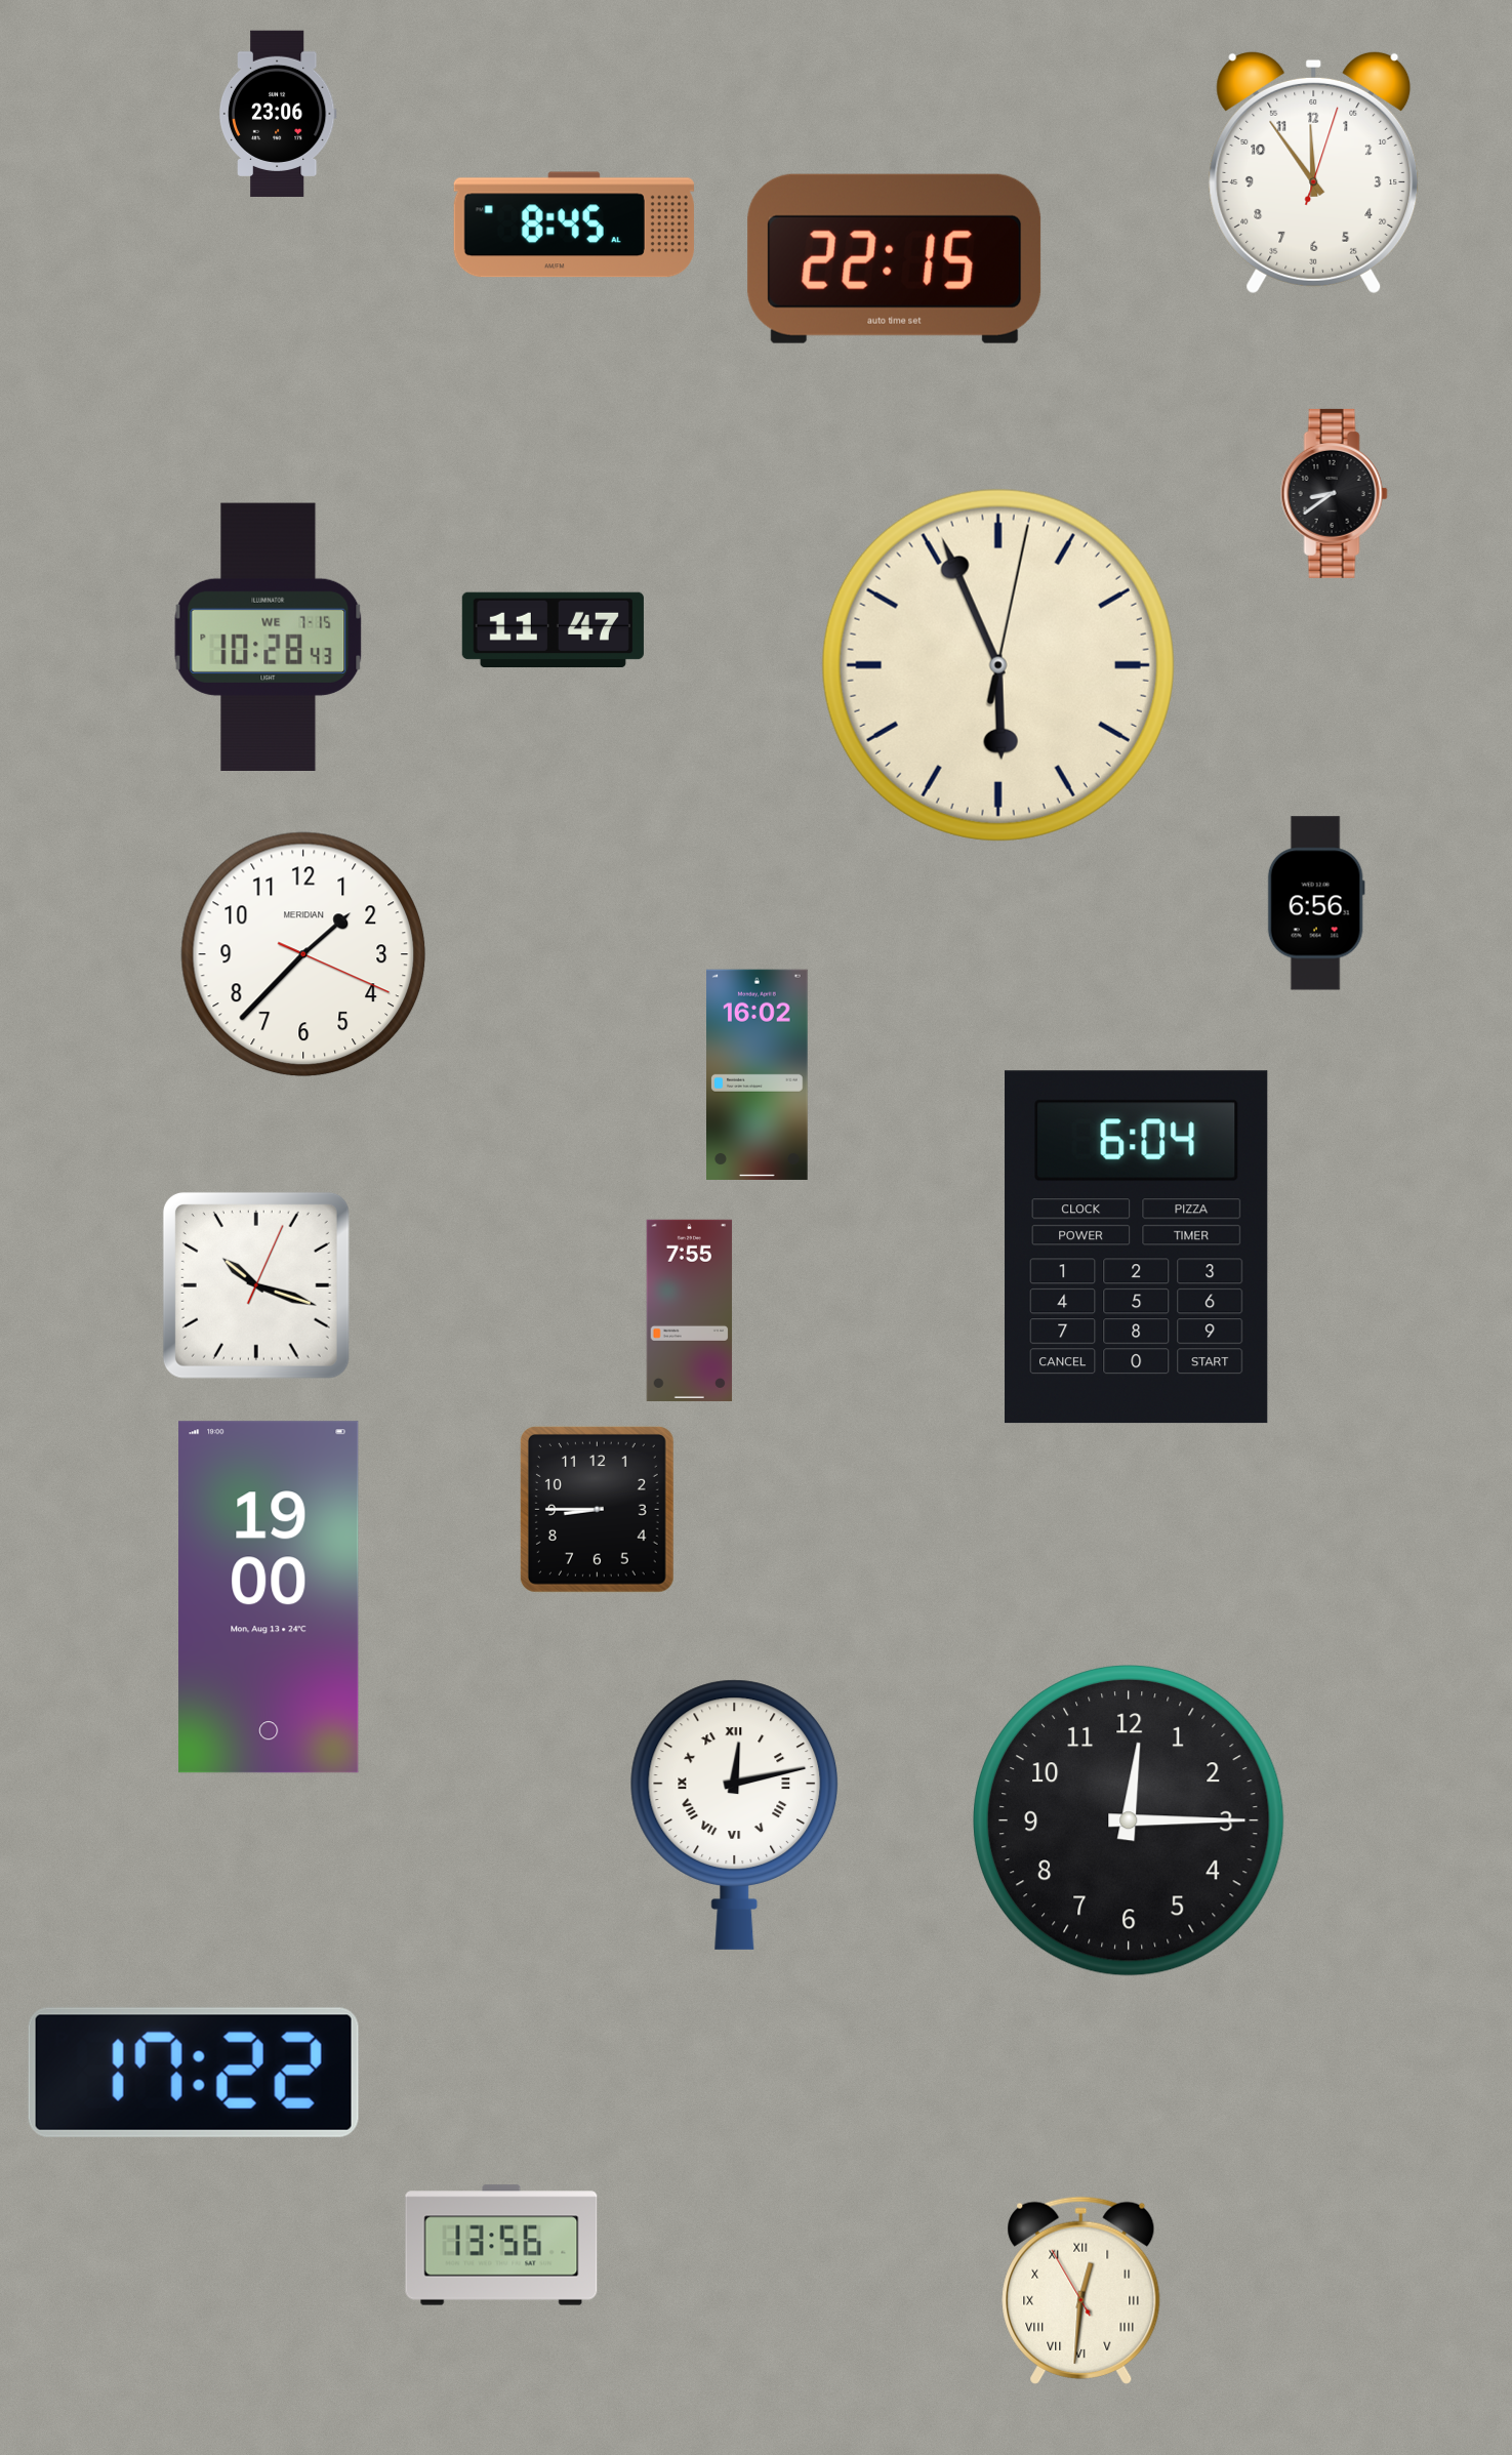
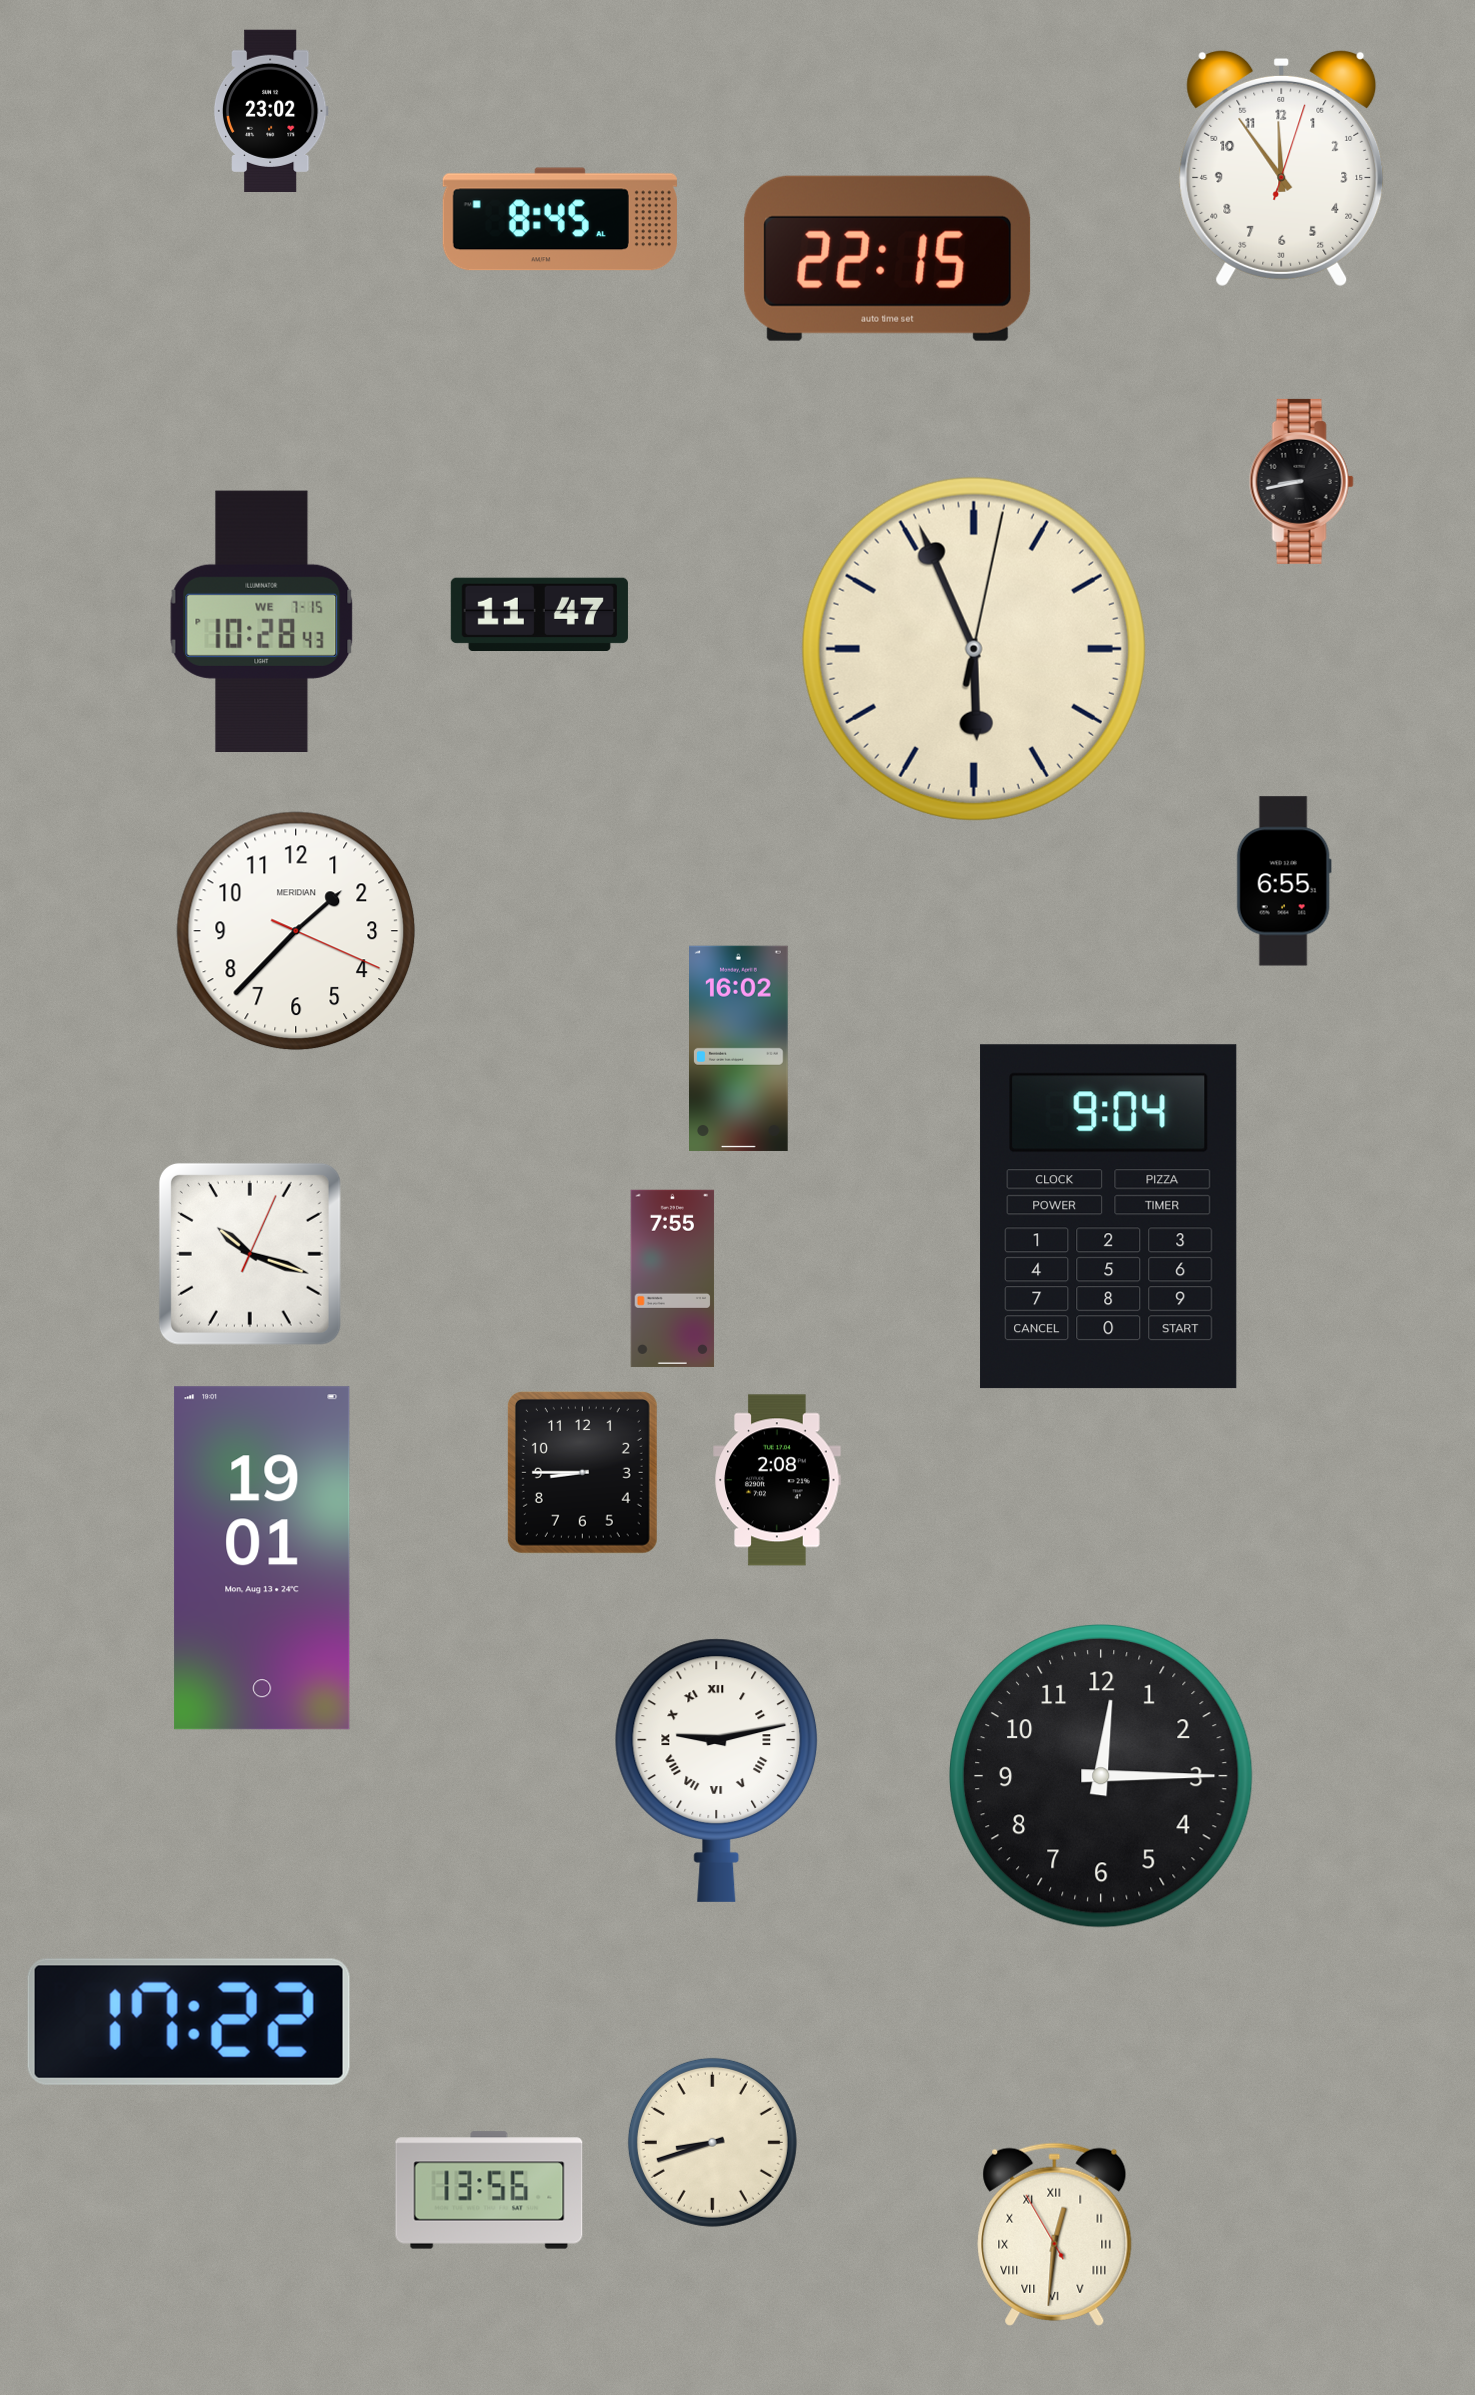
clock at (278, 113): 23:06 -> 23:02
clock at (895, 258) position: (895, 258) -> (888, 258)
clock at (1334, 493): 8:39 -> 8:43
clock at (1316, 903): 6:56 -> 6:55
clock at (1137, 1247): 6:04 -> 9:04
clock at (777, 1480): none -> 2:08
clock at (269, 1597): 19:00 -> 19:01
clock at (735, 1814): 12:13 -> 9:13
clock at (712, 2142): none -> 8:42
